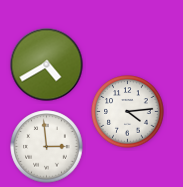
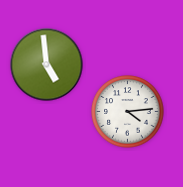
clock at (47, 65): 4:40 -> 4:59
clock at (47, 147): 2:59 -> none
